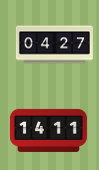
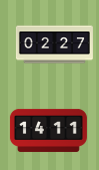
clock at (54, 45): 04:27 -> 02:27
